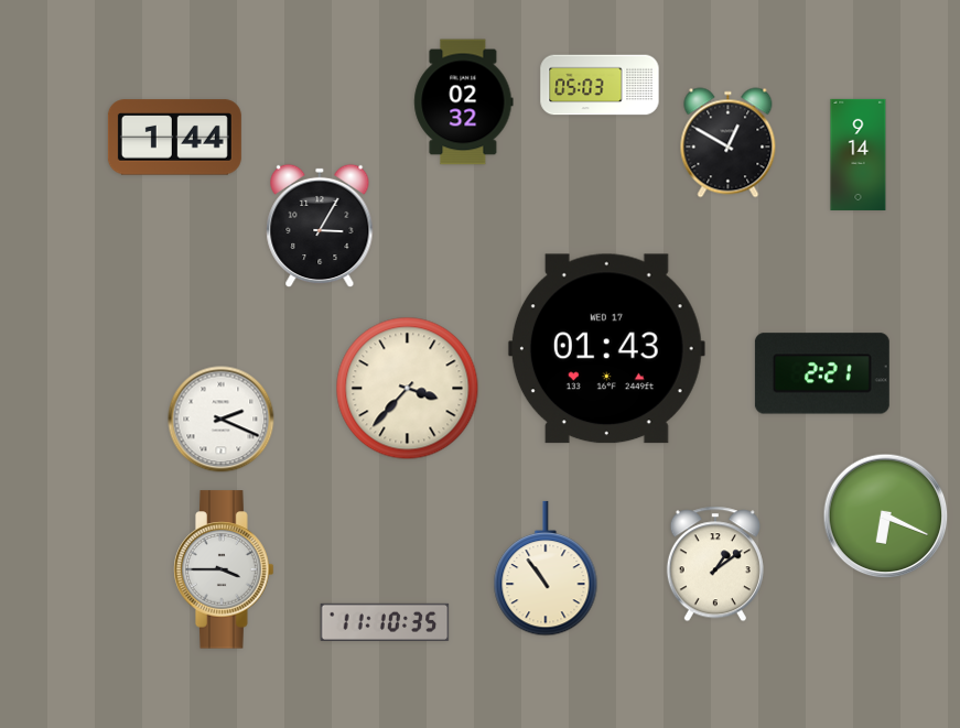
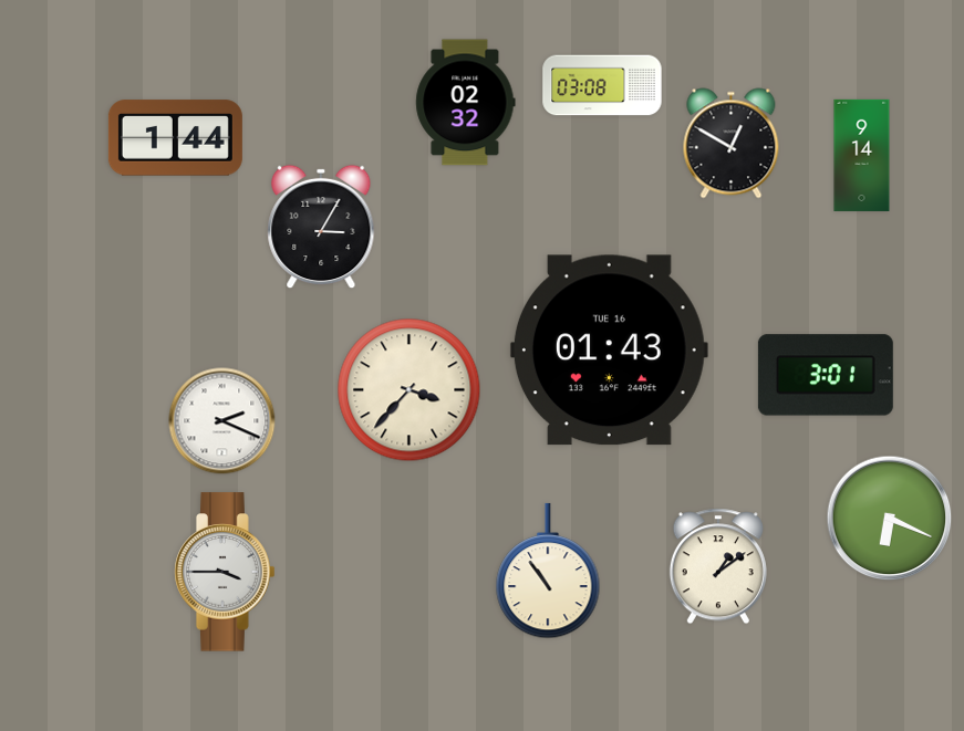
clock at (600, 85): 05:03 -> 03:08
clock at (606, 349) date: WED 17 -> TUE 16
clock at (822, 373): 2:21 -> 3:01
clock at (385, 622): 11:10 -> none
